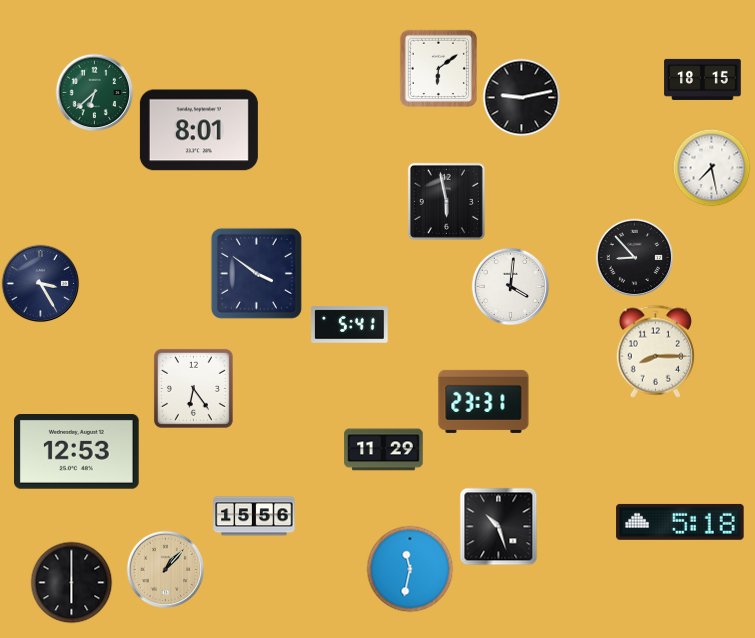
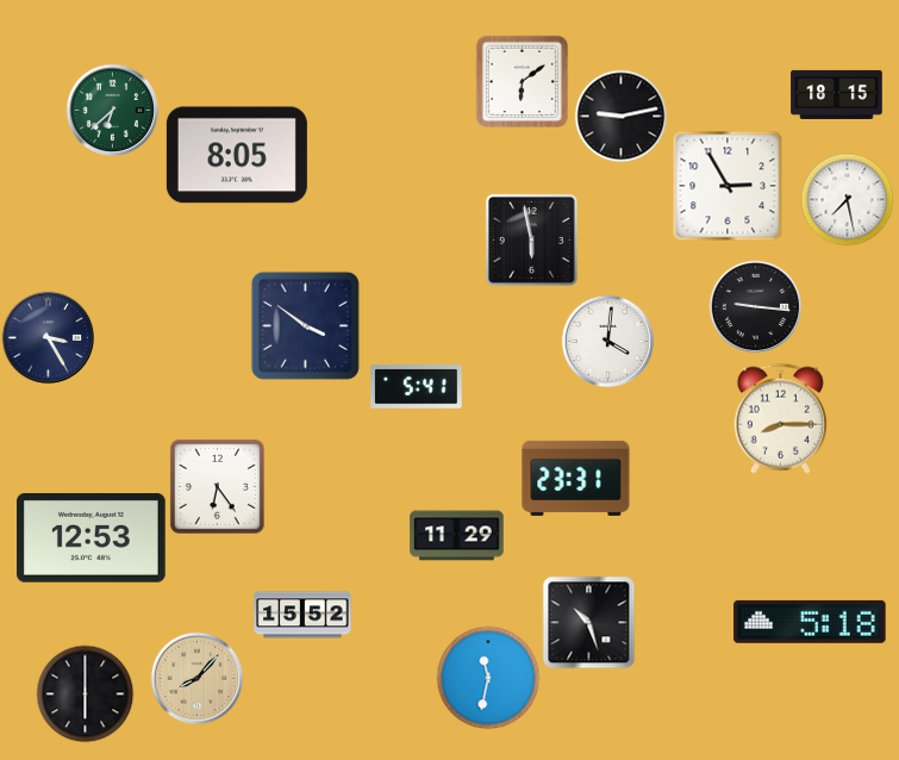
clock at (199, 130): 8:01 -> 8:05
clock at (728, 186): none -> 2:55
clock at (634, 257): 8:53 -> 9:16
clock at (193, 388) position: (193, 388) -> (217, 486)
clock at (254, 516): 15:56 -> 15:52
clock at (498, 526) position: (498, 526) -> (588, 622)
clock at (165, 569): 1:07 -> 8:07
